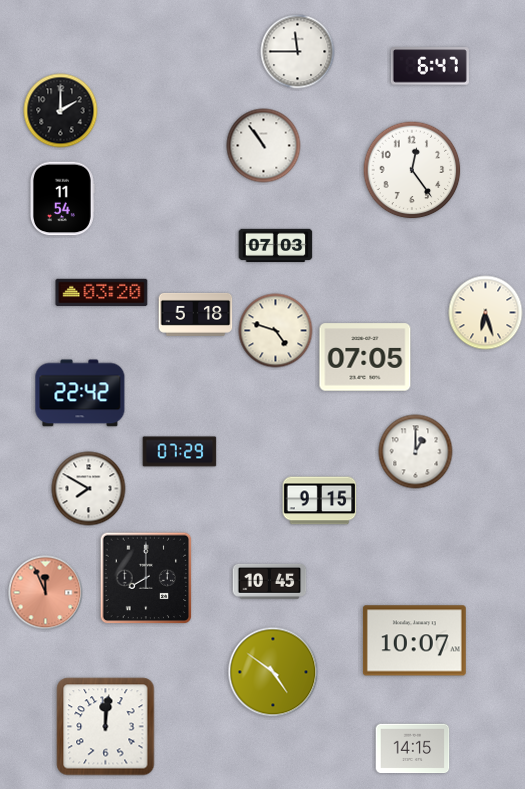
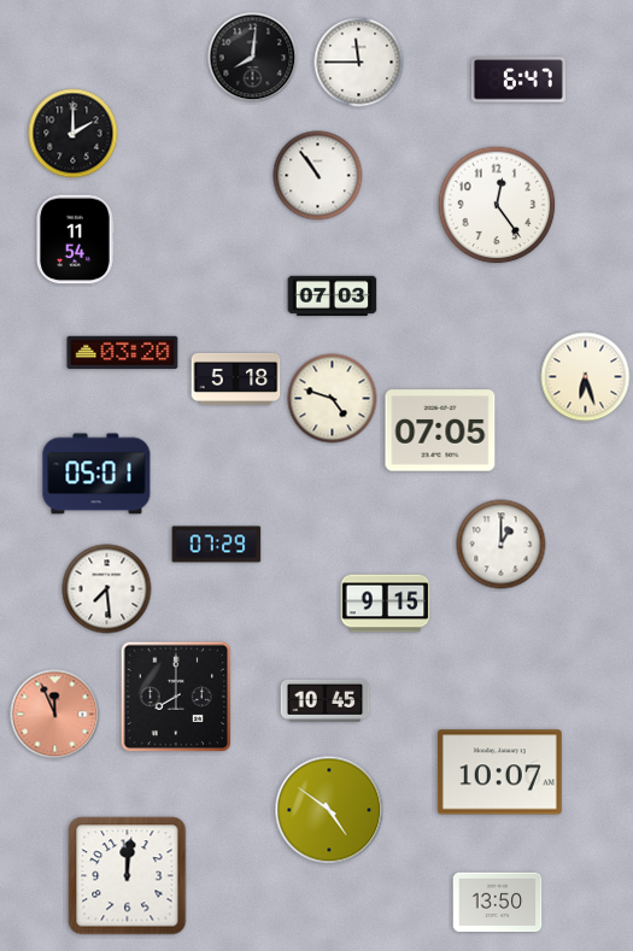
clock at (253, 58): none -> 8:01
clock at (80, 393): 22:42 -> 05:01
clock at (89, 489): 7:50 -> 7:29
clock at (413, 749): 14:15 -> 13:50
